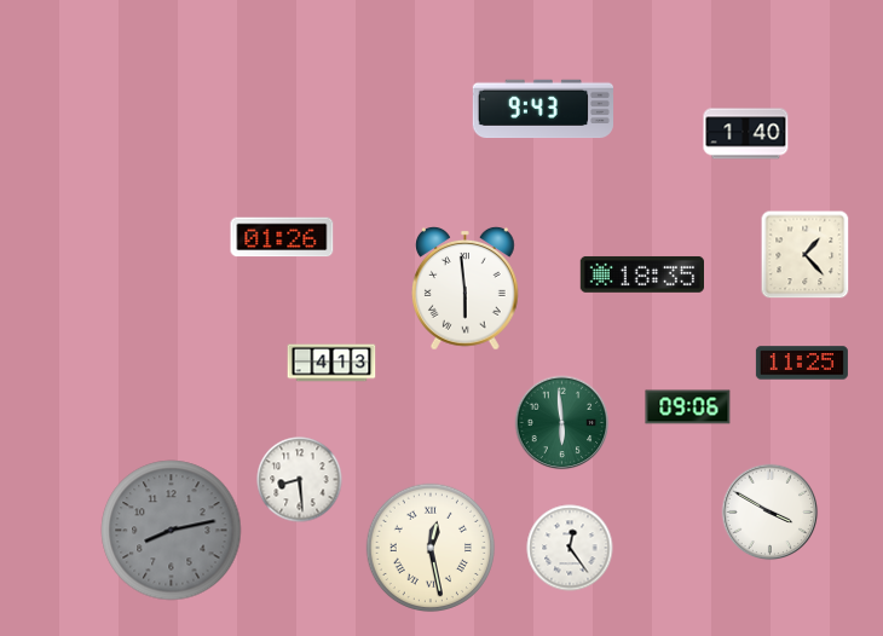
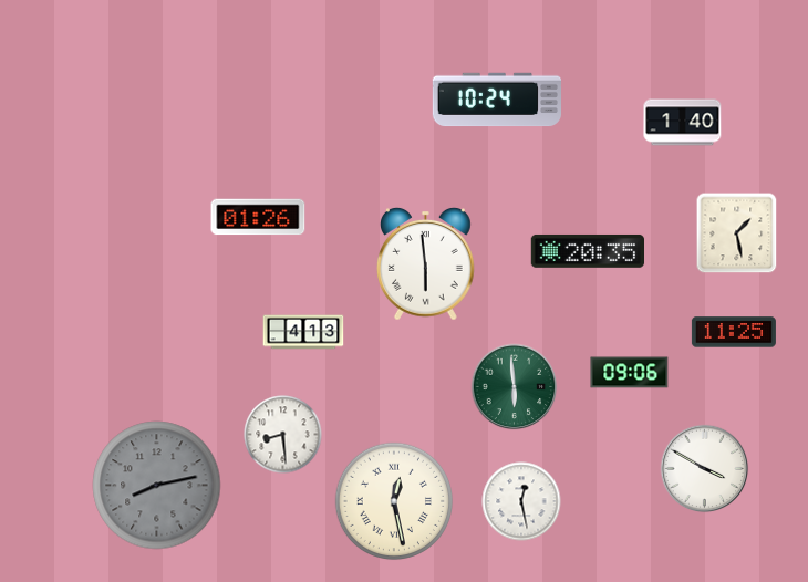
clock at (542, 109): 9:43 -> 10:24
clock at (806, 255): 1:23 -> 1:28
clock at (641, 274): 18:35 -> 20:35
clock at (300, 480) position: (300, 480) -> (283, 435)
clock at (570, 548): 12:24 -> 12:28
